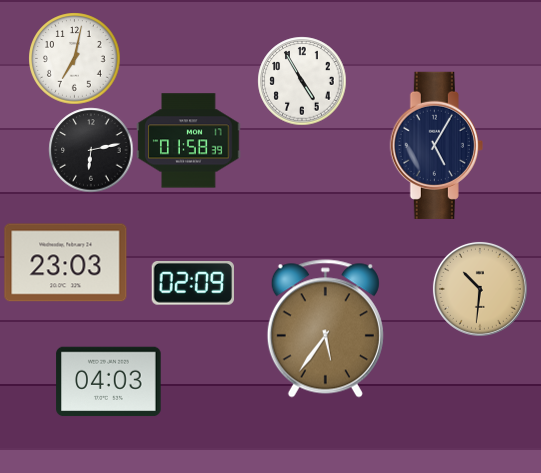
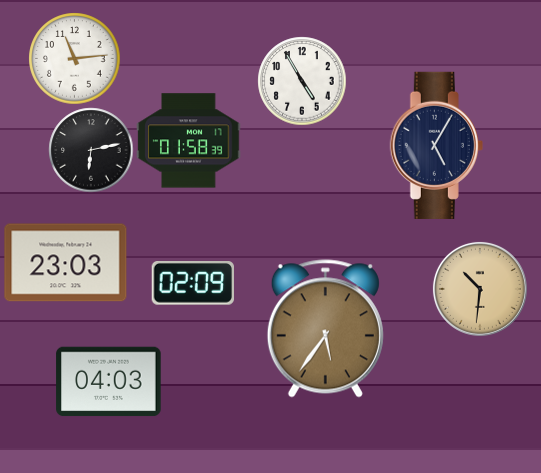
clock at (74, 58): 7:02 -> 11:14
